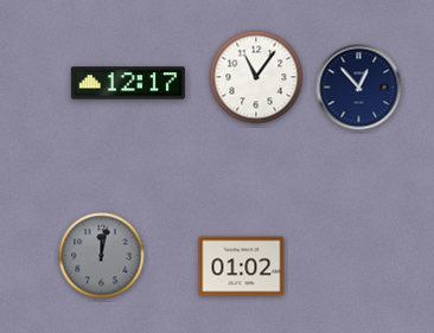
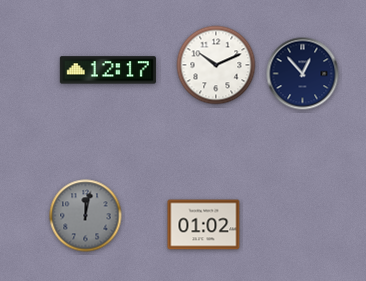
clock at (256, 77): 11:06 -> 10:11
